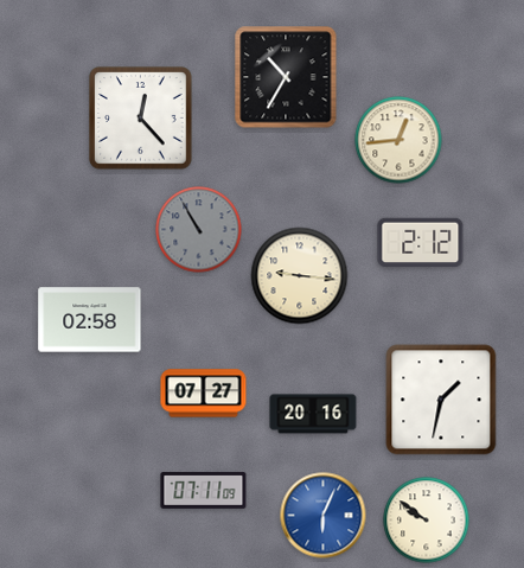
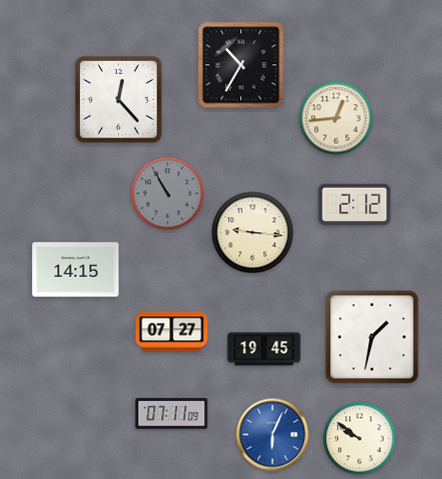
clock at (90, 320): 02:58 -> 14:15
clock at (313, 414): 20:16 -> 19:45
